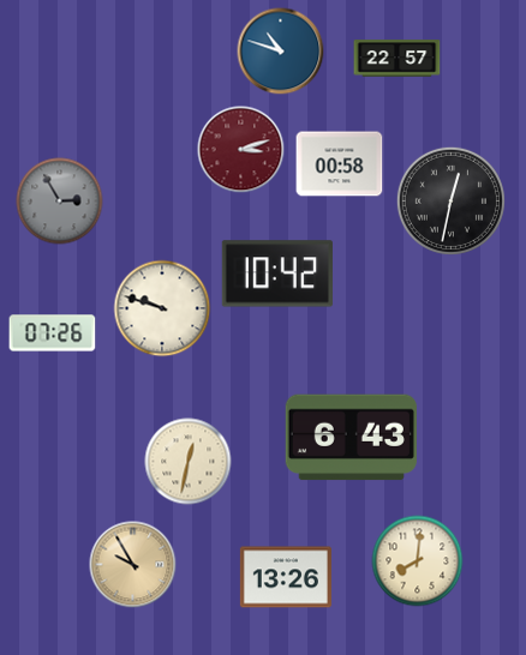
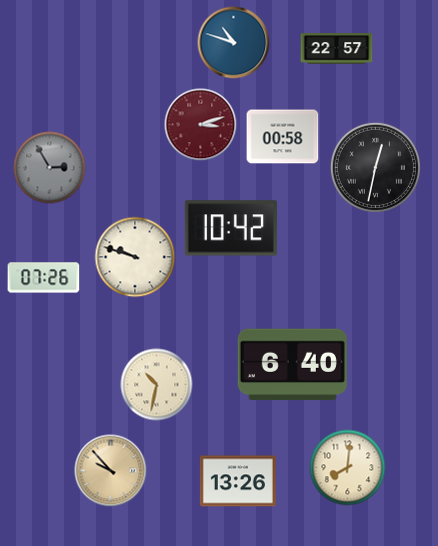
clock at (398, 59) position: (398, 59) -> (337, 49)
clock at (351, 438): 6:43 -> 6:40
clock at (189, 462): 12:32 -> 10:32
clock at (133, 565): 9:55 -> 9:53
